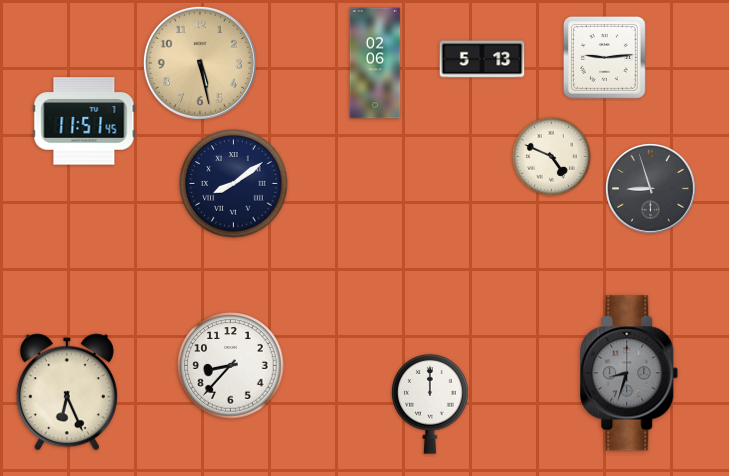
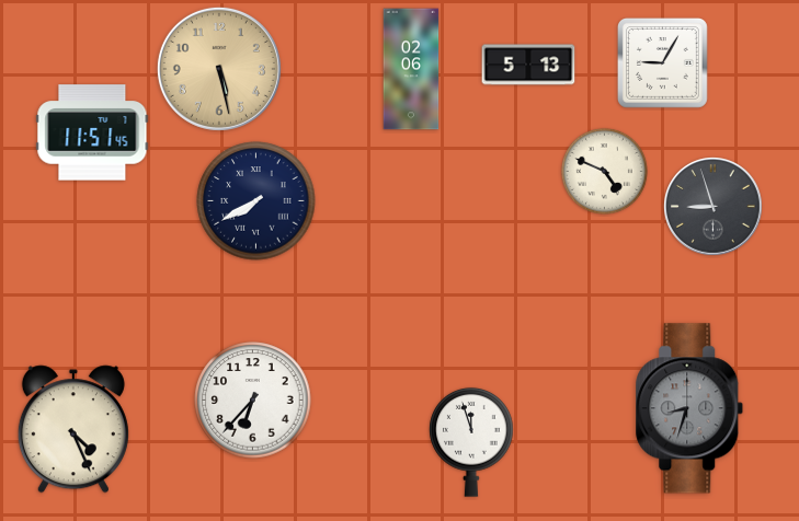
clock at (604, 57): 9:14 -> 9:05
clock at (234, 184): 8:09 -> 7:40
clock at (231, 366): 8:37 -> 6:37
clock at (67, 392): 6:26 -> 4:26
clock at (430, 404): 12:00 -> 11:57
